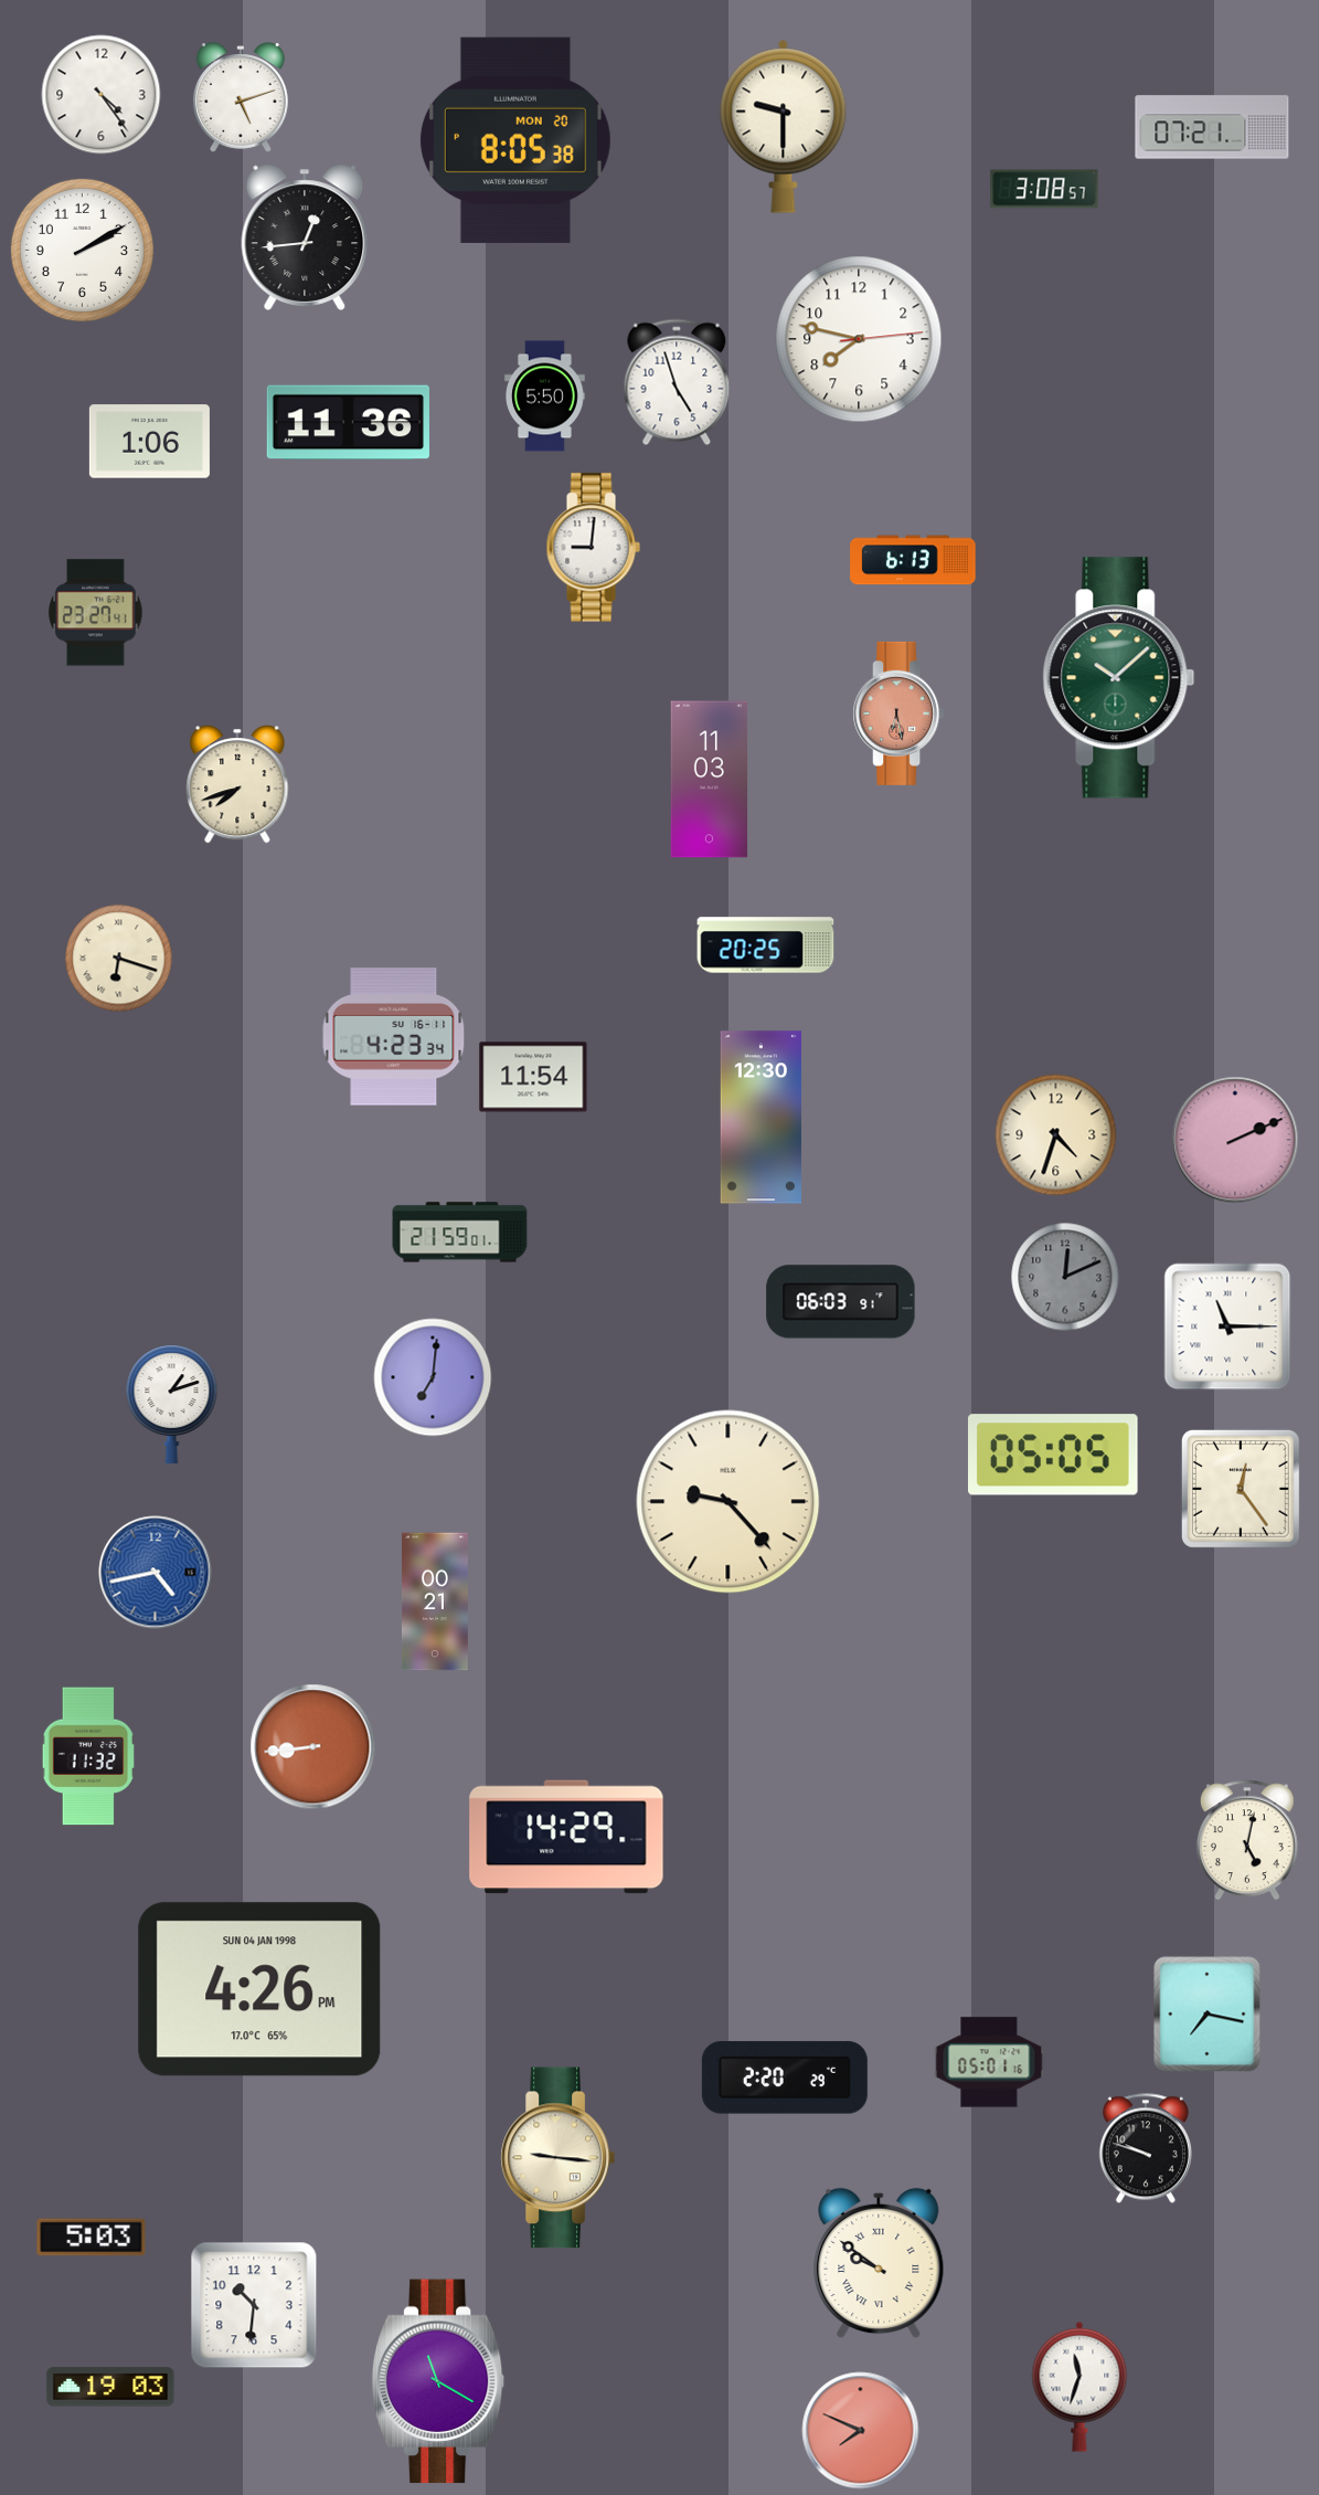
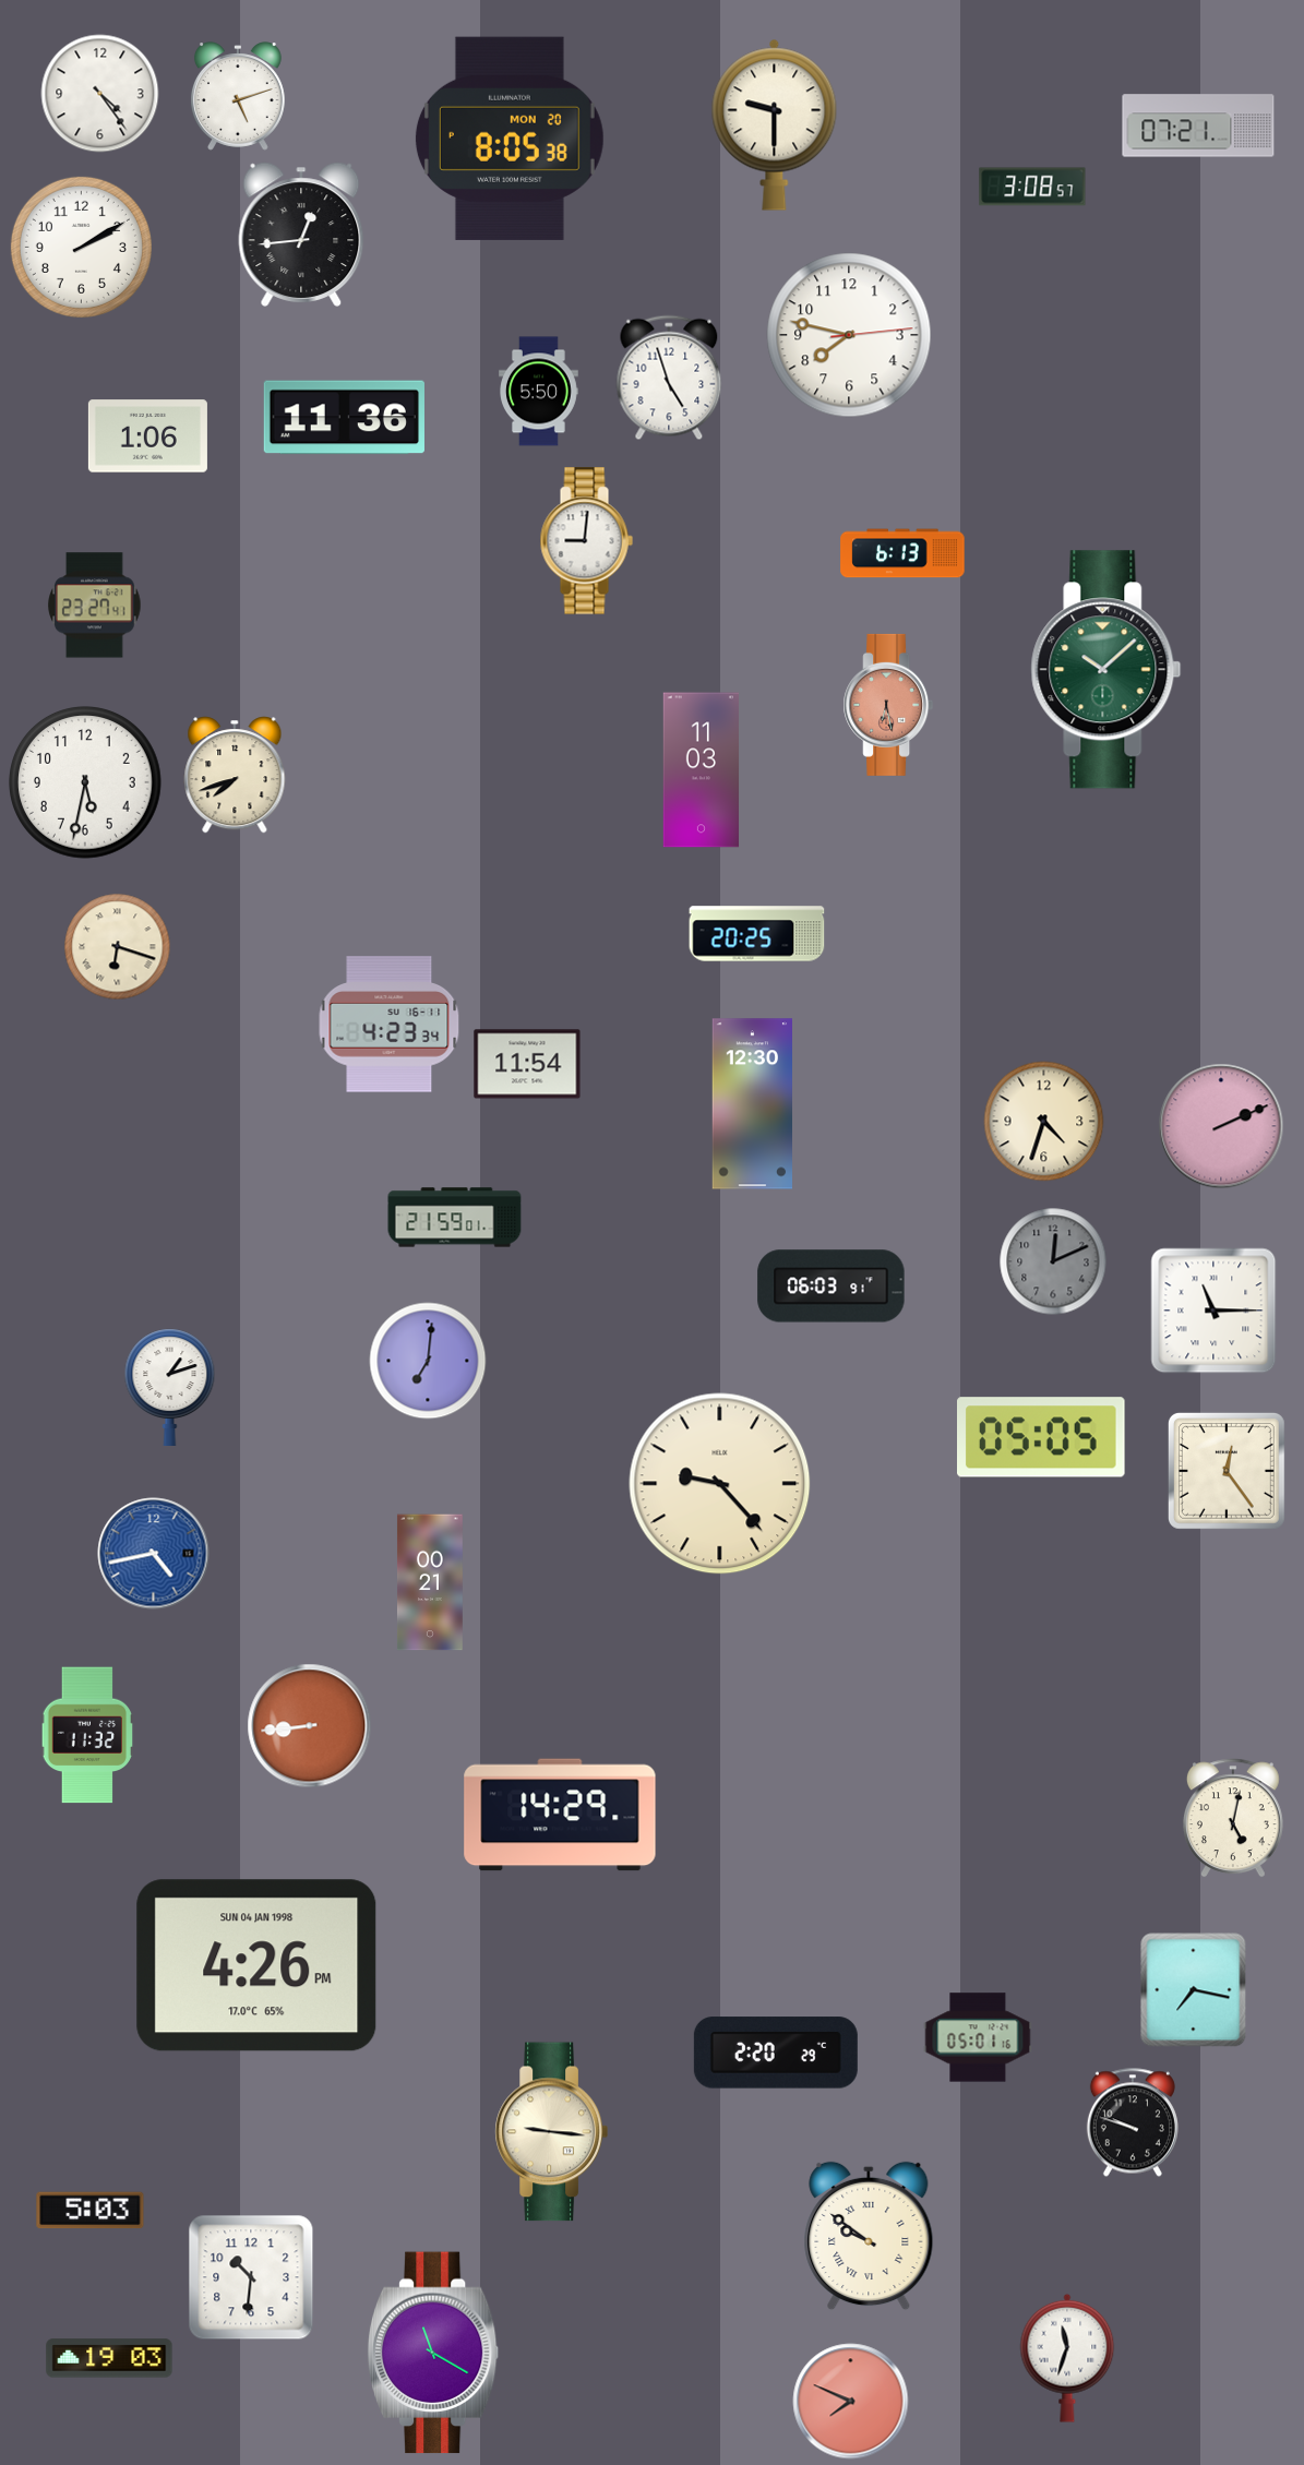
clock at (86, 783): none -> 5:32
